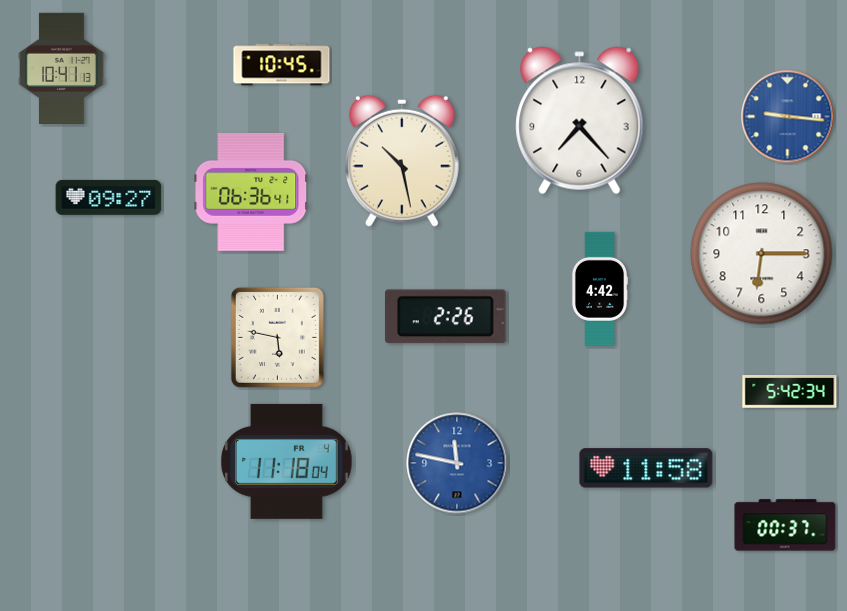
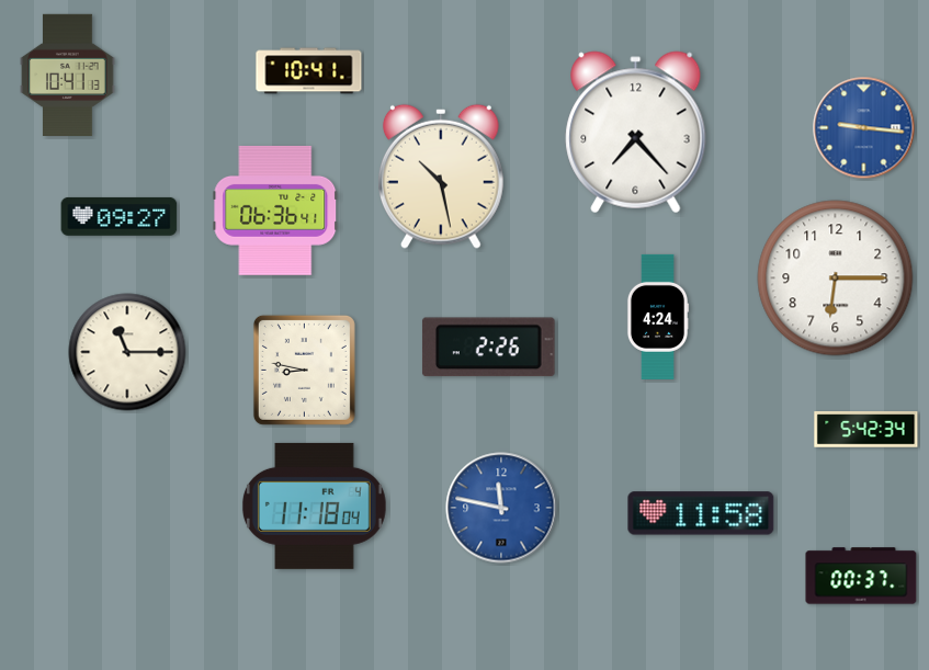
clock at (282, 65): 10:45 -> 10:41
clock at (600, 289): 4:42 -> 4:24
clock at (127, 352): none -> 11:15
clock at (277, 337): 5:47 -> 8:47
clock at (646, 468) position: (646, 468) -> (701, 513)
